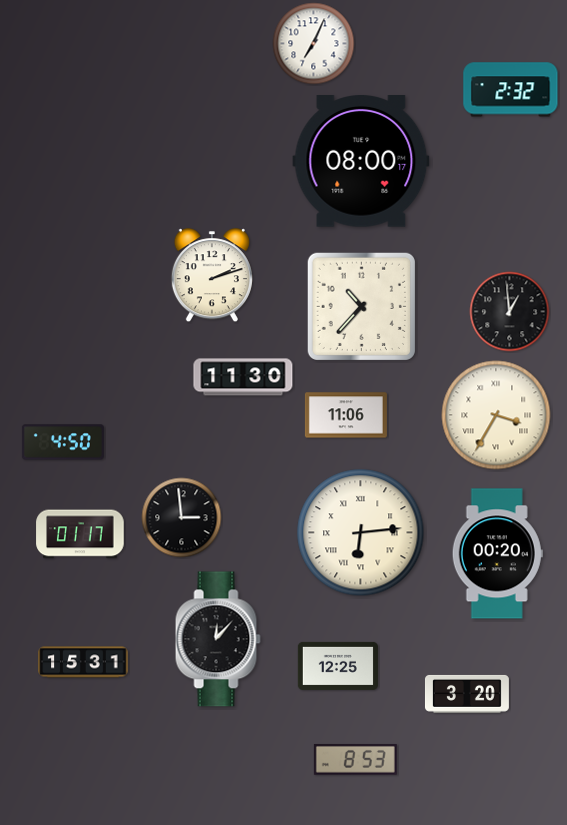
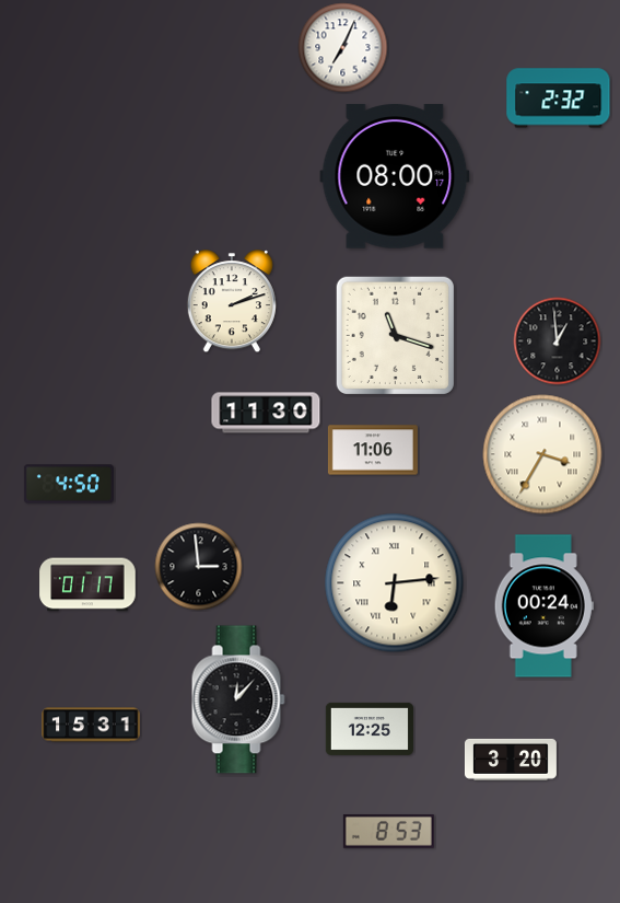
clock at (361, 306): 10:37 -> 11:18
clock at (346, 415) position: (346, 415) -> (373, 450)
clock at (497, 554): 00:20 -> 00:24
